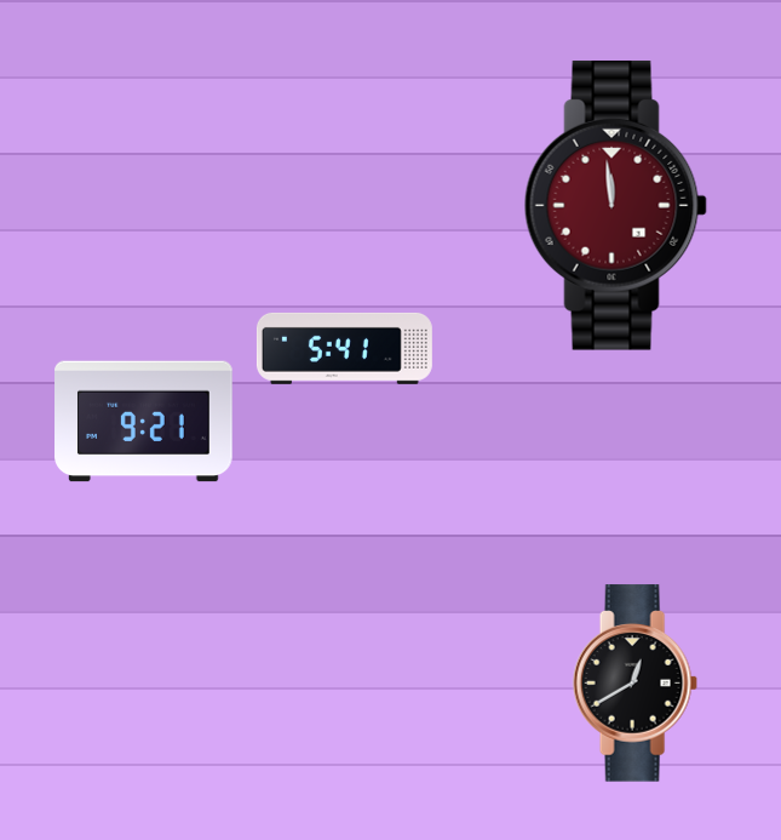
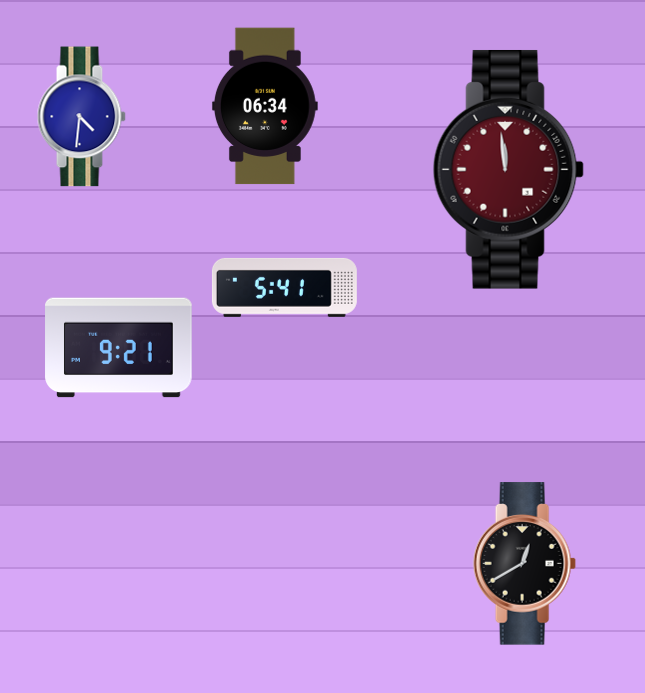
clock at (265, 106): none -> 06:34
clock at (81, 117): none -> 4:31
